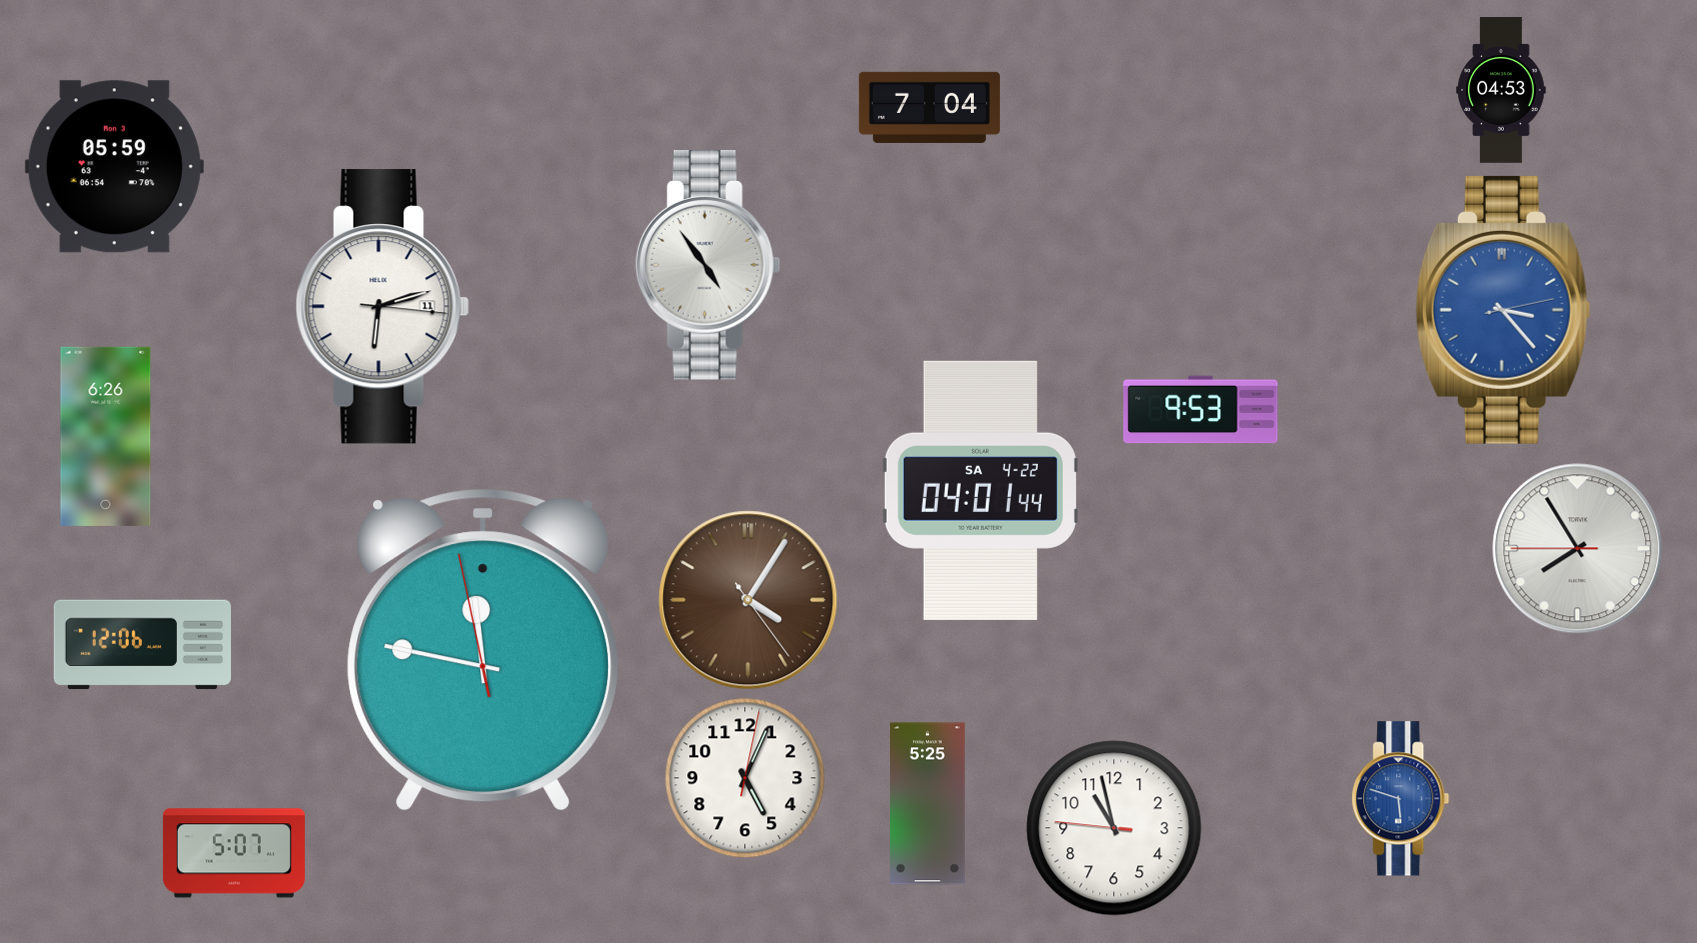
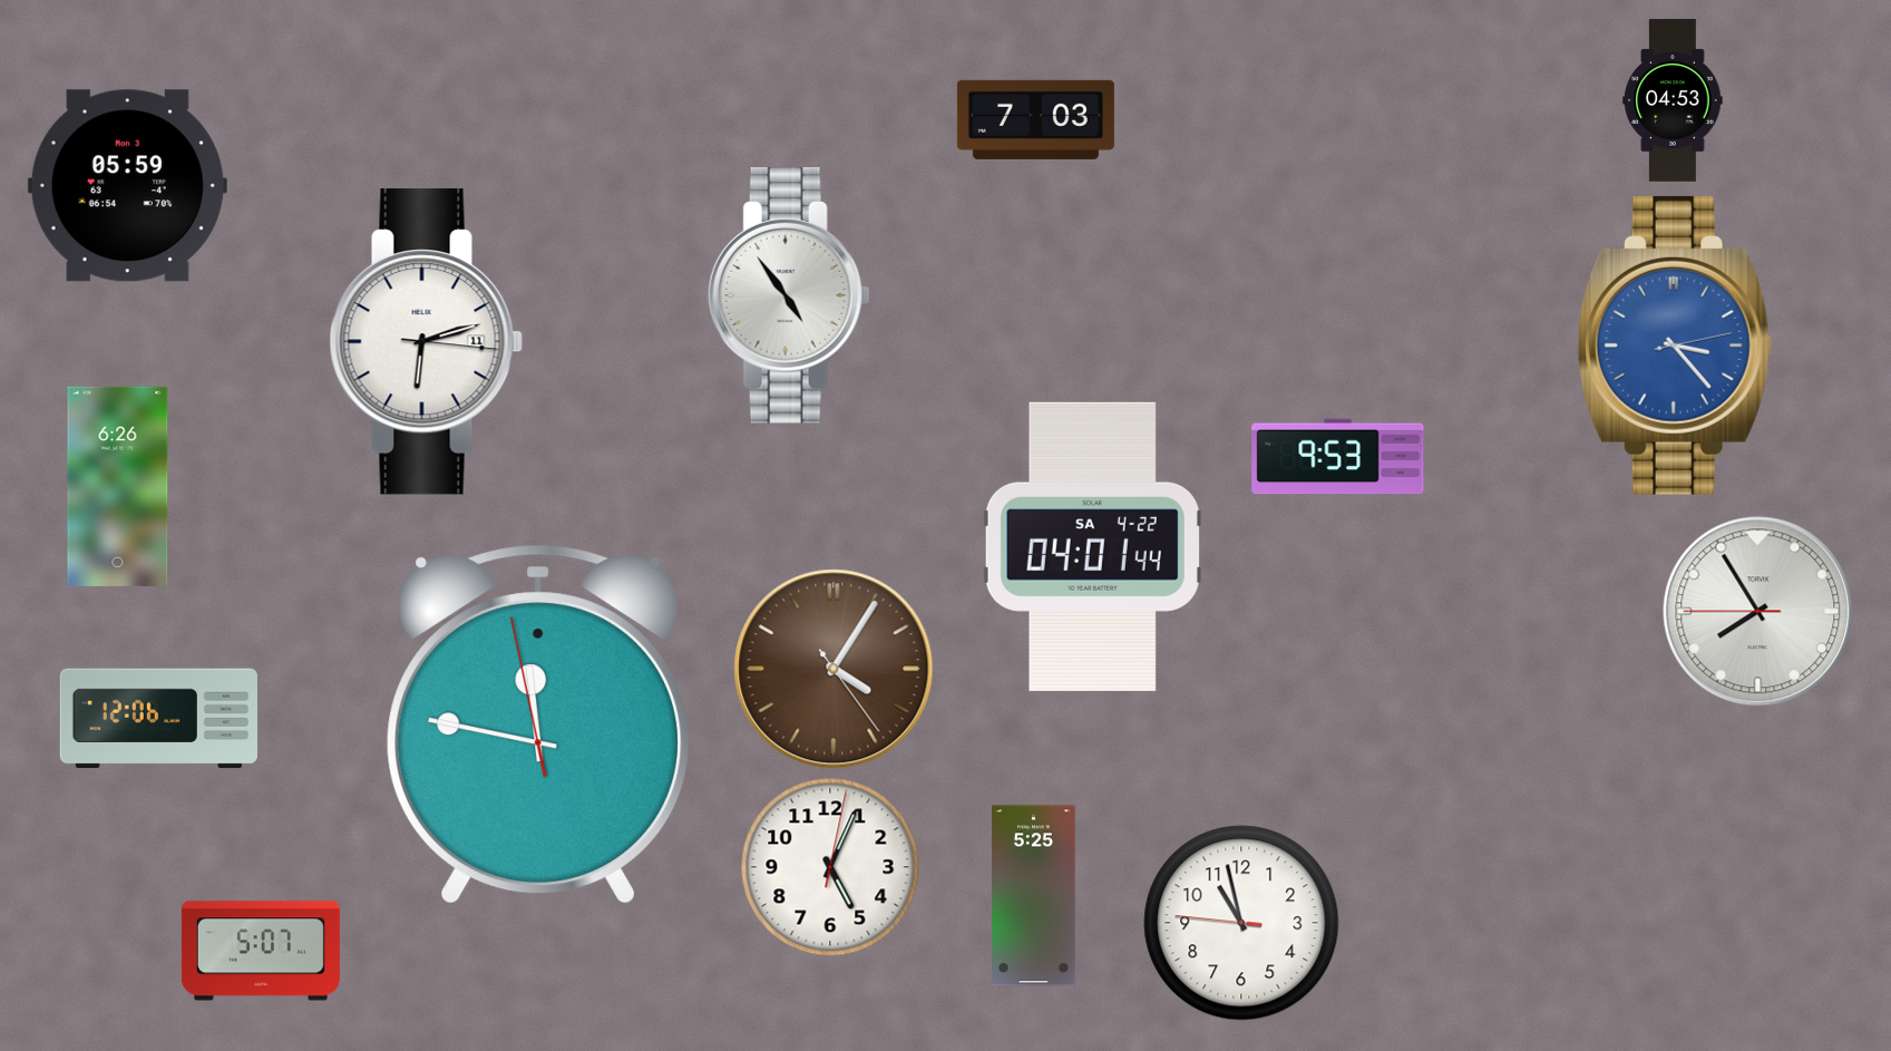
clock at (929, 107): 7:04 -> 7:03
clock at (1401, 799): 5:48 -> none
